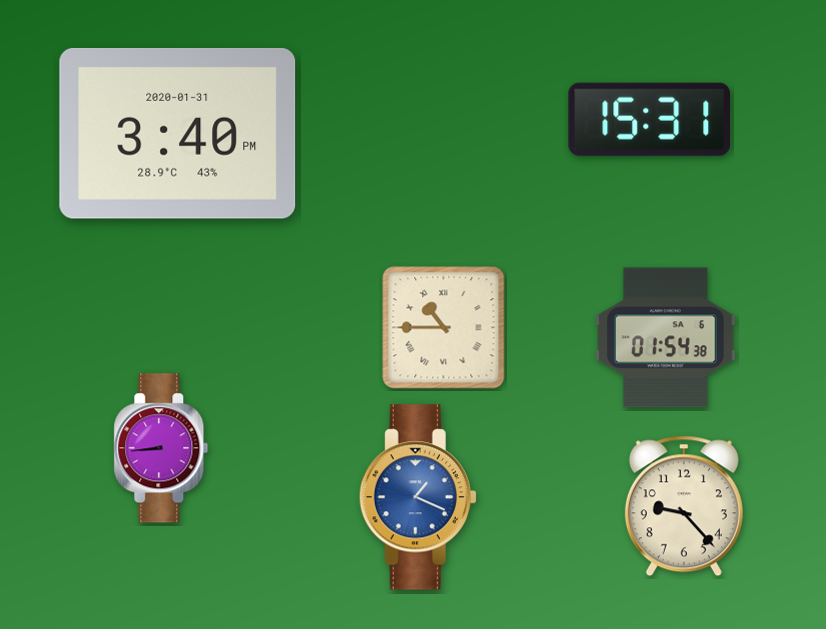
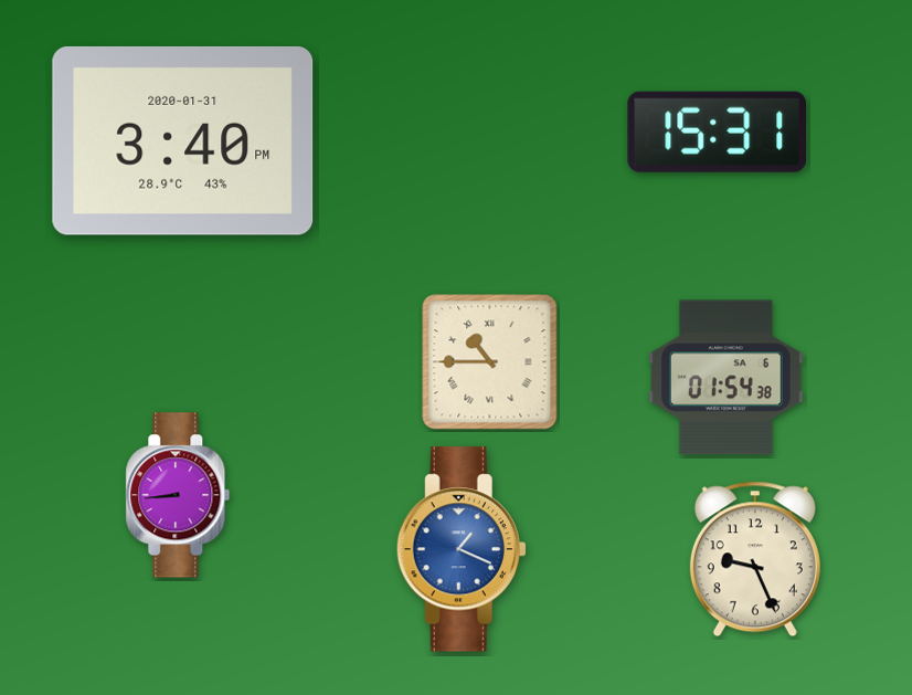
clock at (178, 133) position: (178, 133) -> (183, 140)
clock at (665, 338) position: (665, 338) -> (725, 378)
clock at (684, 506): 9:23 -> 9:26
